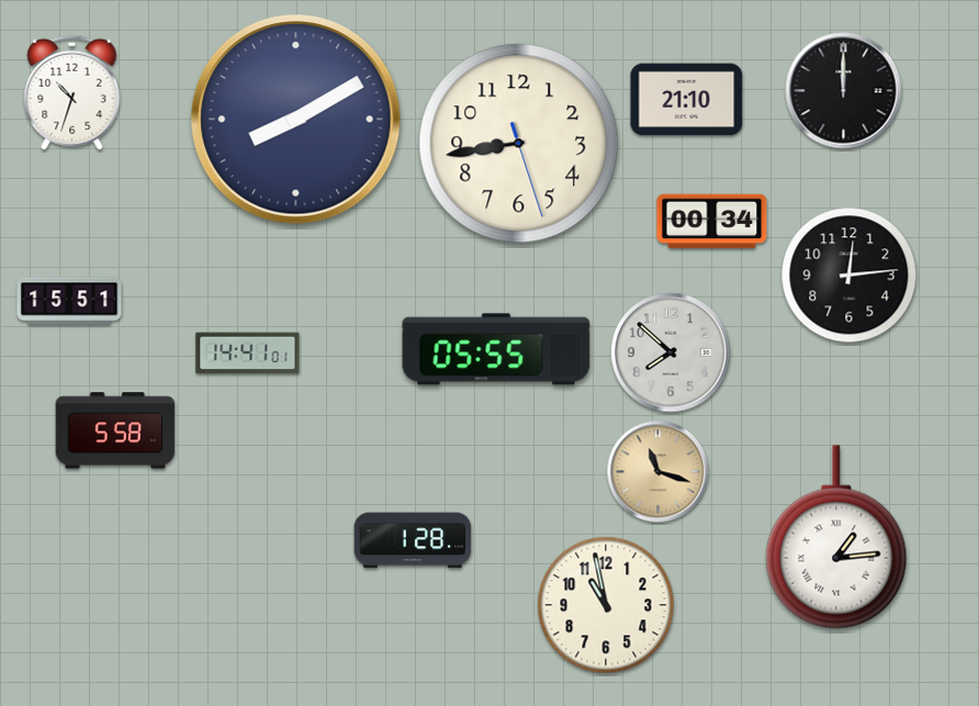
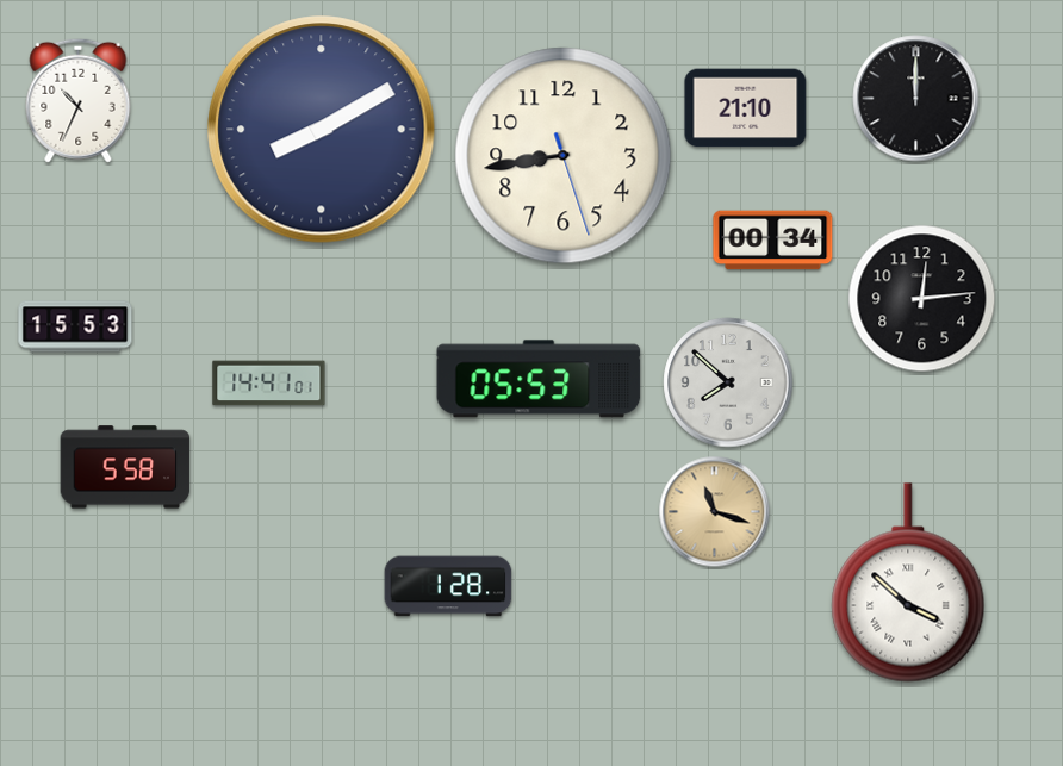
clock at (72, 92): 10:33 -> 10:34
clock at (69, 301): 15:51 -> 15:53
clock at (496, 349): 05:55 -> 05:53
clock at (836, 537): 1:14 -> 3:52
clock at (606, 605): 10:58 -> none
